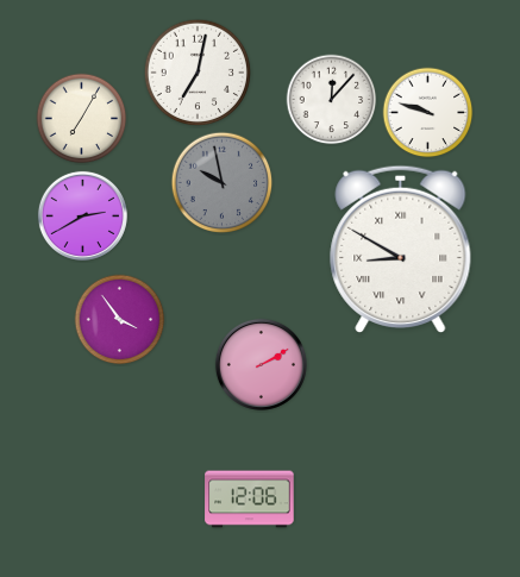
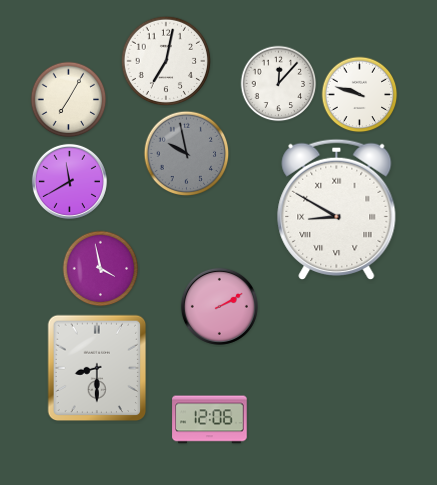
clock at (82, 215): 2:40 -> 11:40
clock at (120, 320): 3:54 -> 3:58
clock at (97, 368): none -> 8:30
